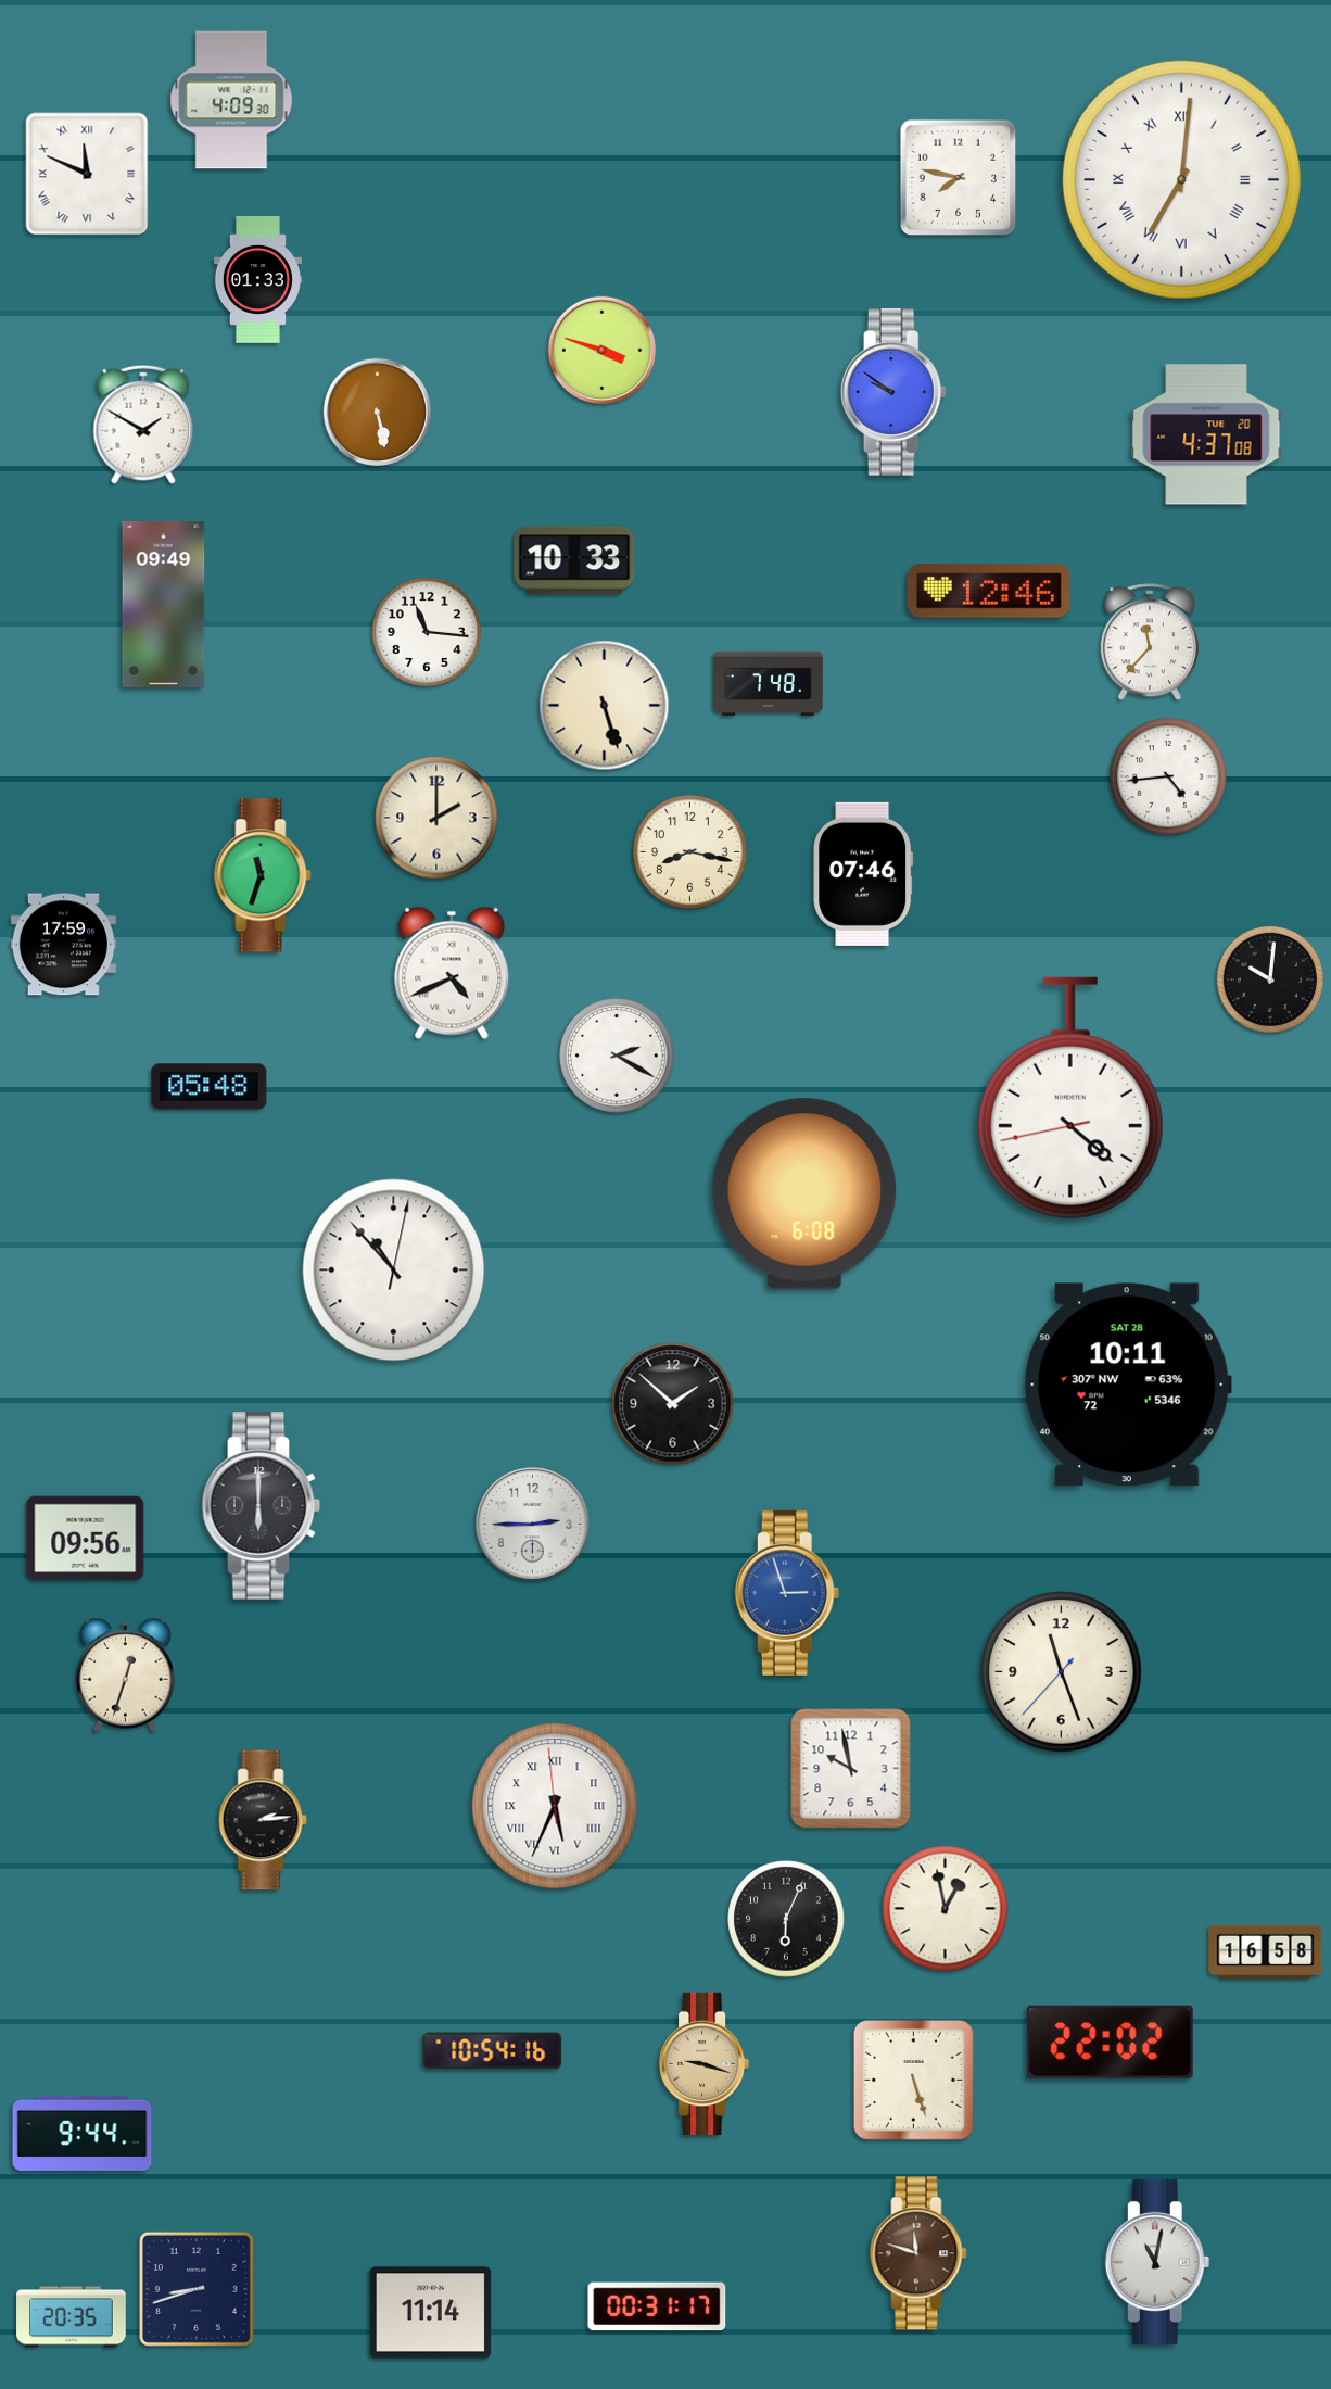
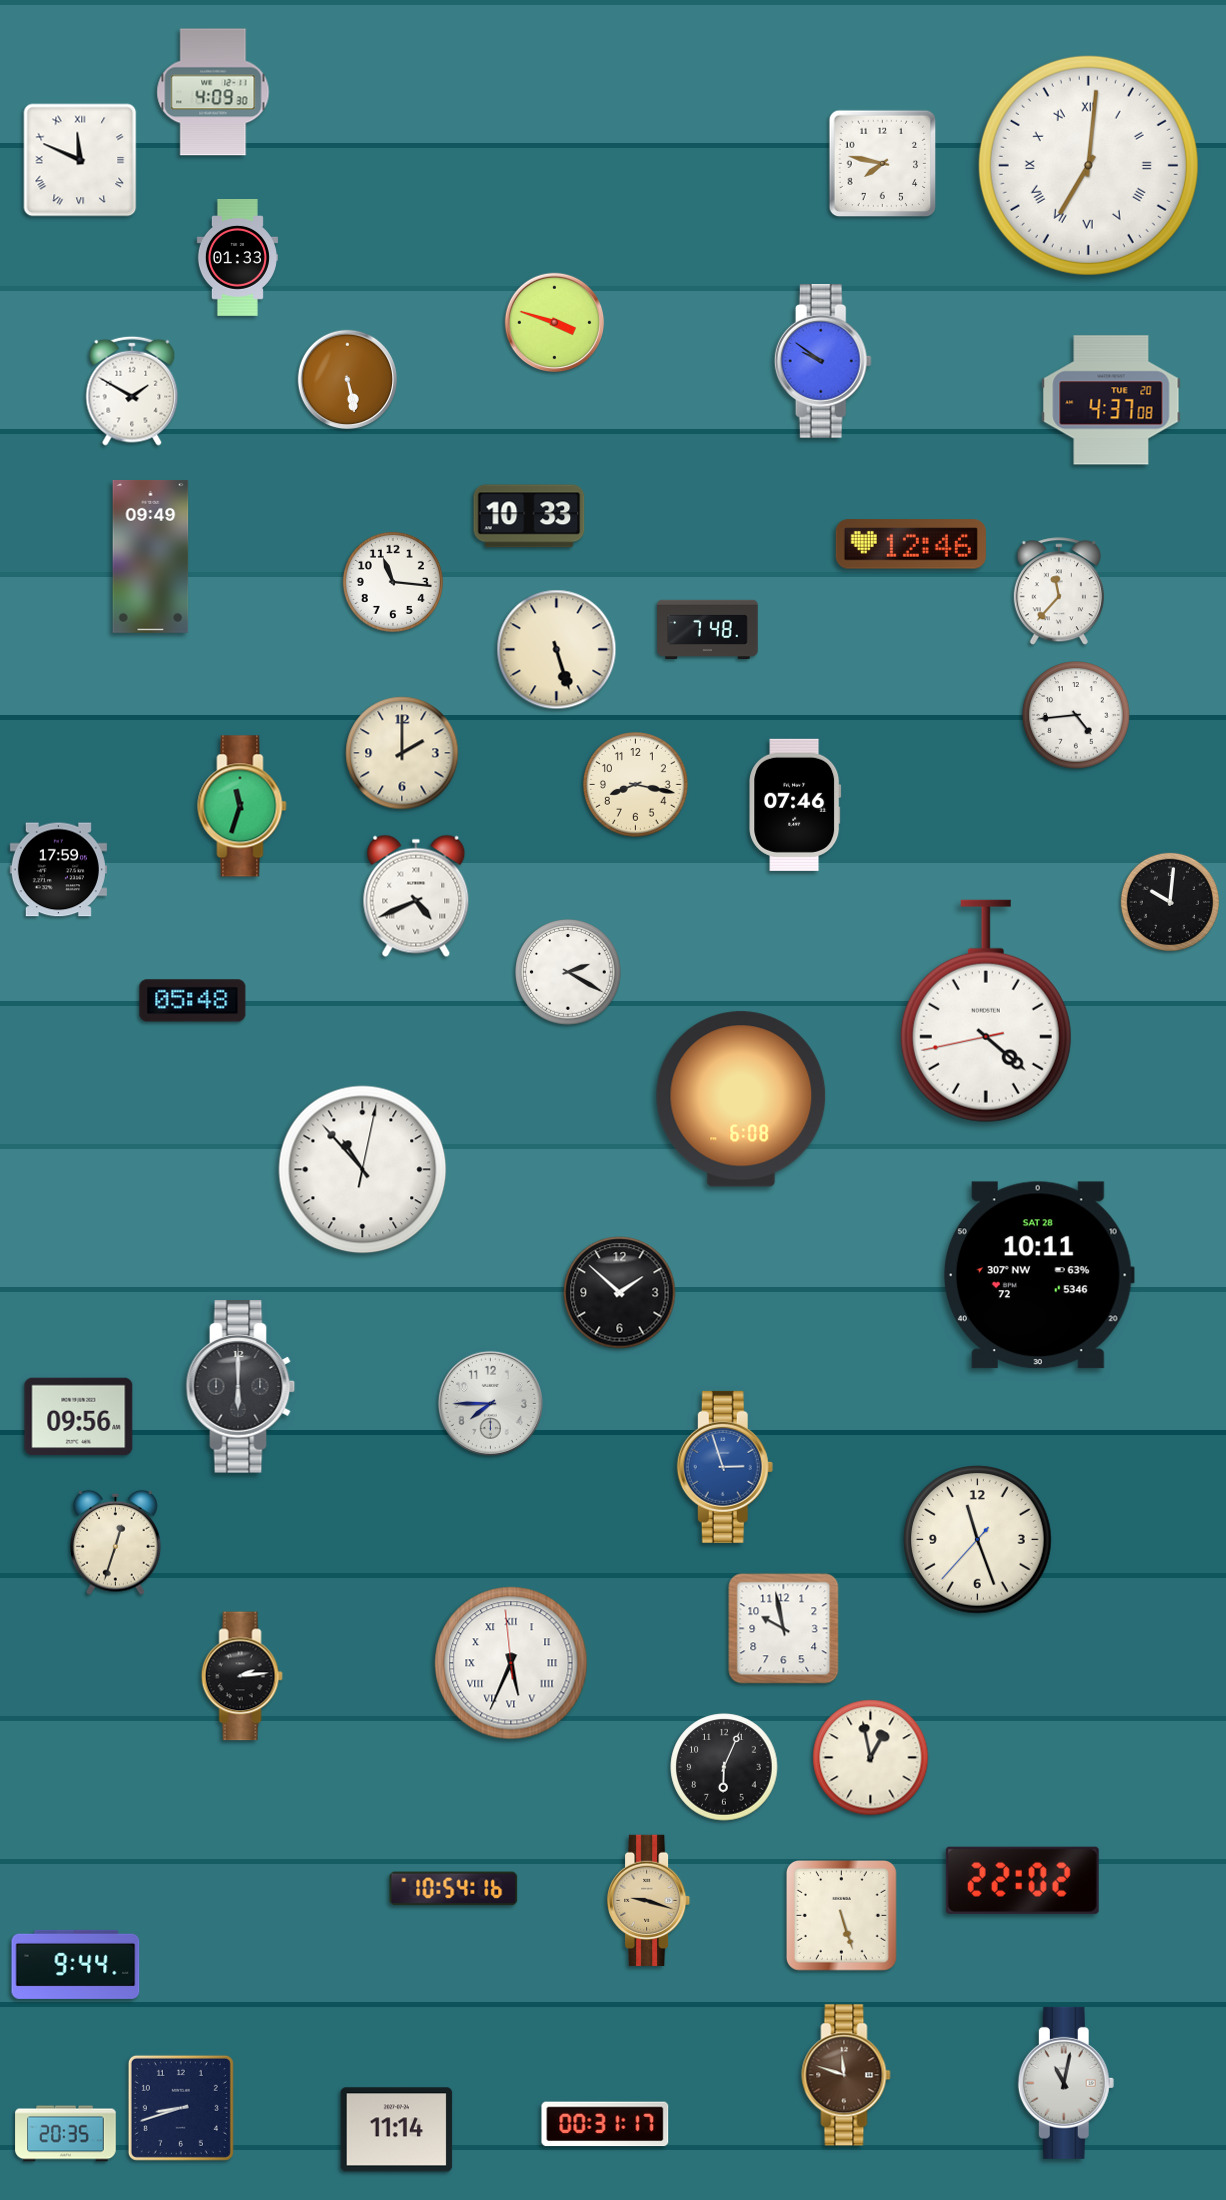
clock at (532, 1524): 2:45 -> 7:45
clock at (1266, 1952): 16:58 -> none
